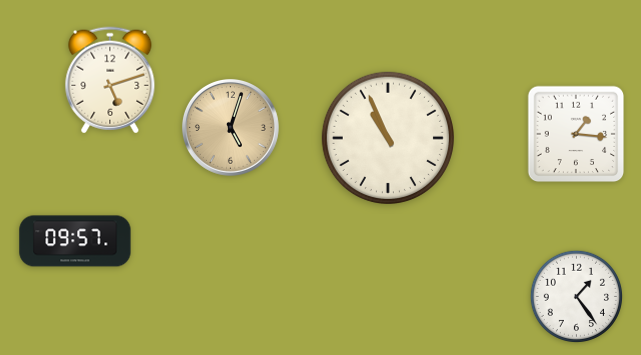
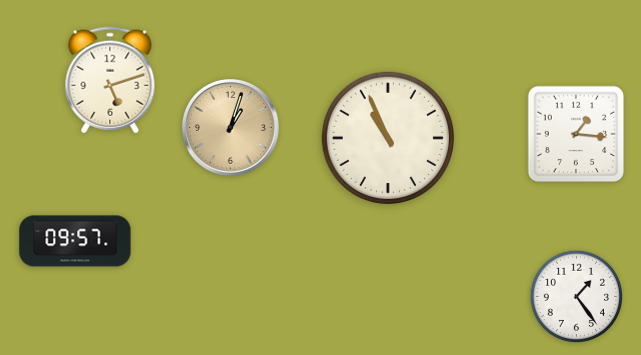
clock at (230, 127): 5:03 -> 1:03
